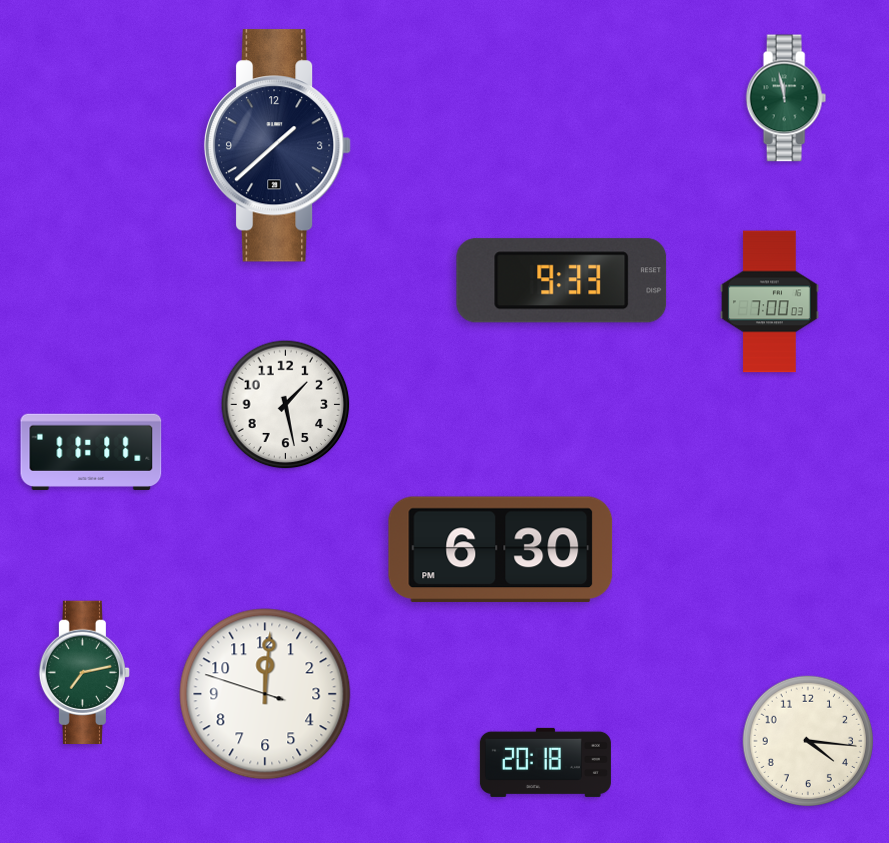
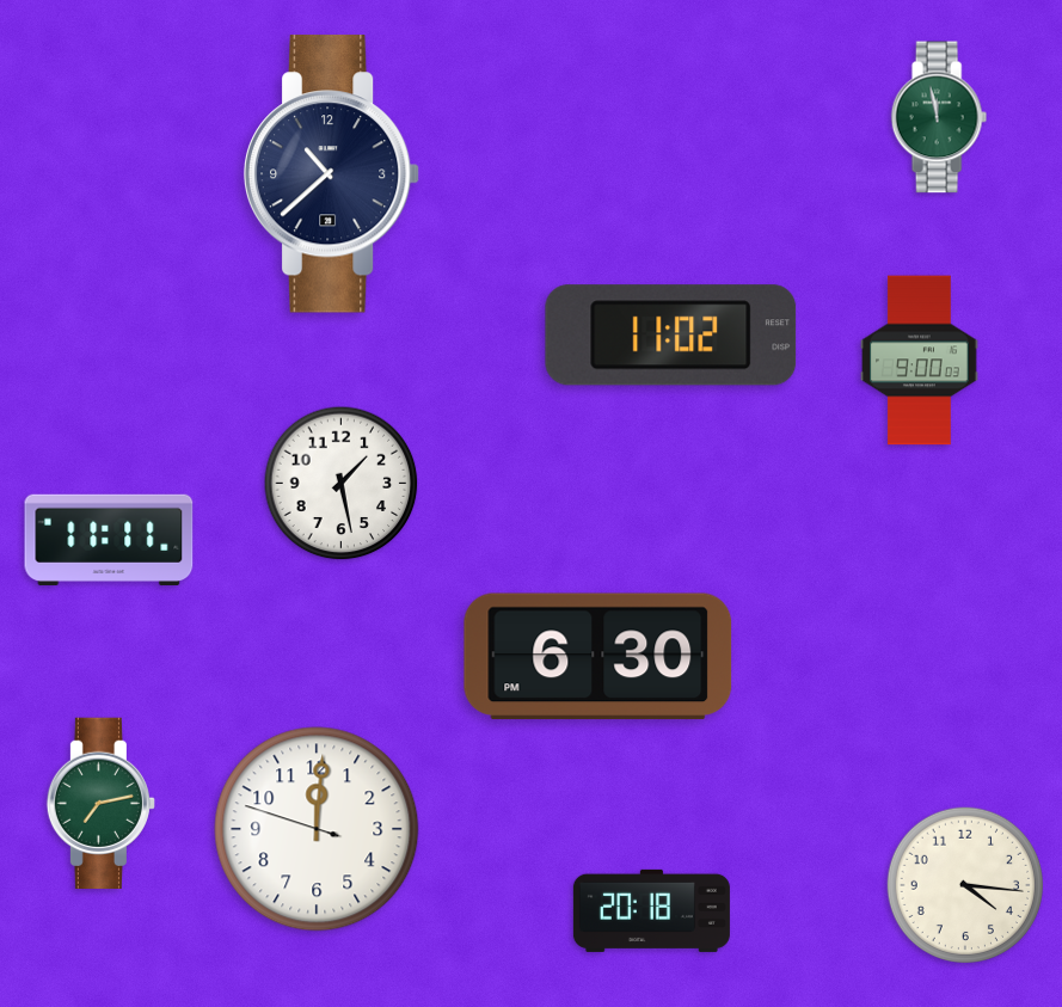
clock at (278, 146): 1:38 -> 10:38
clock at (562, 281): 9:33 -> 11:02
clock at (770, 302): 7:00 -> 9:00
